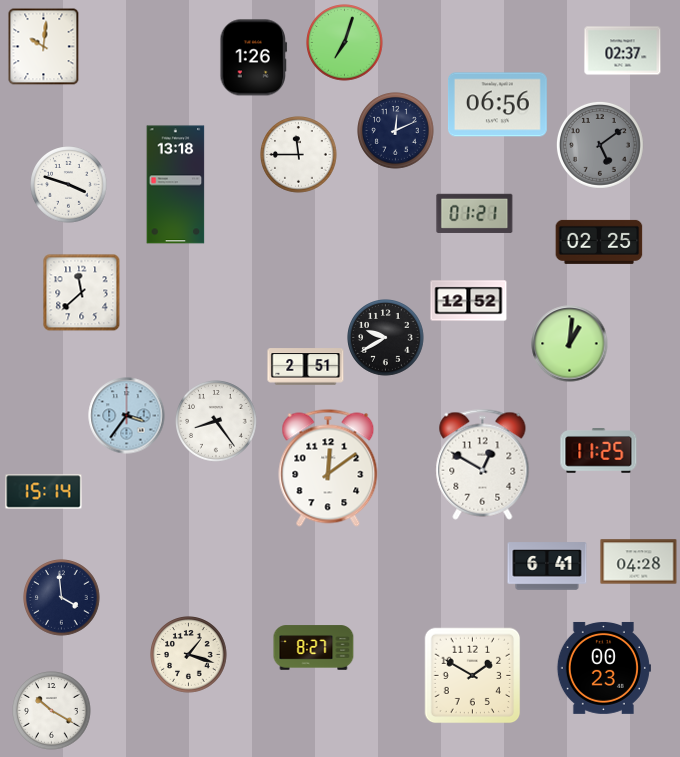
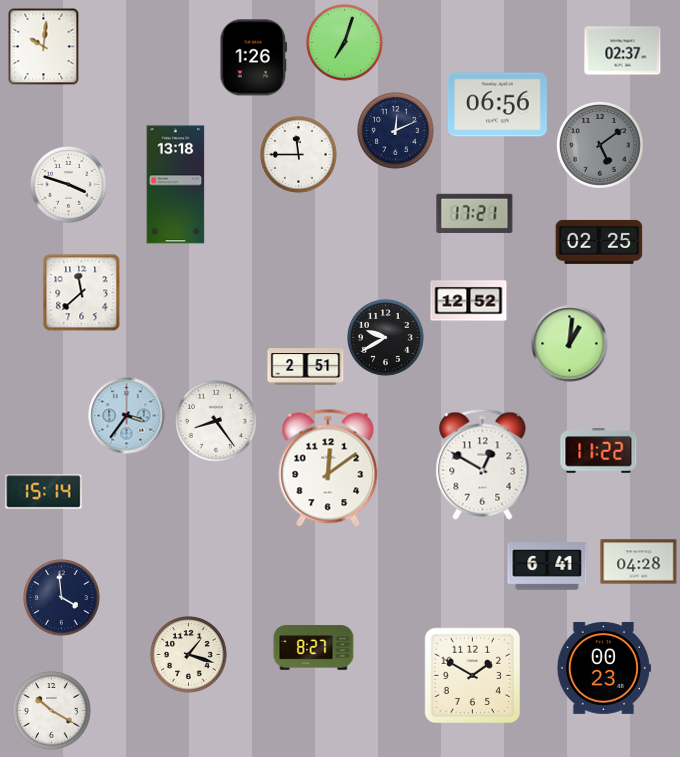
clock at (475, 213): 01:21 -> 17:21
clock at (599, 451): 11:25 -> 11:22
